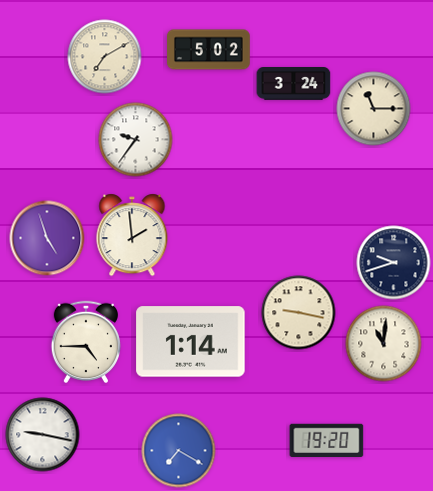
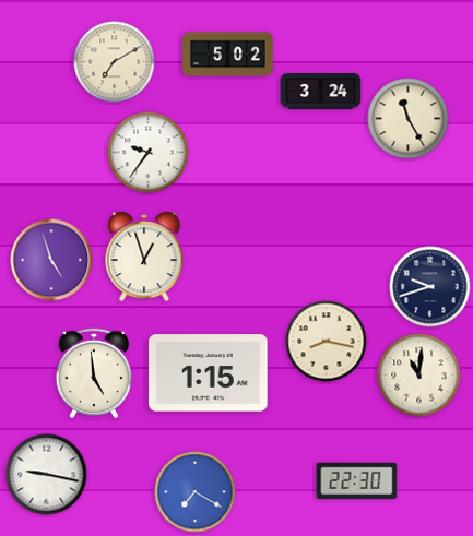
clock at (374, 109): 11:15 -> 11:25
clock at (132, 235): 1:59 -> 12:57
clock at (299, 313): 9:17 -> 8:17
clock at (85, 342): 4:45 -> 4:59
clock at (191, 342): 1:14 -> 1:15
clock at (327, 440): 19:20 -> 22:30
